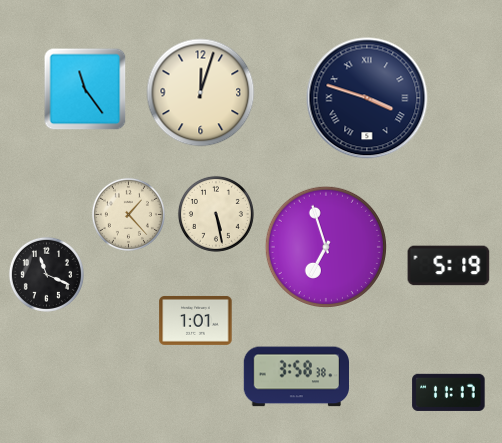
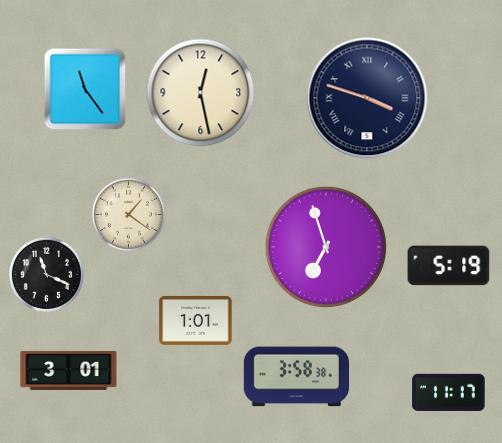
clock at (201, 93): 12:03 -> 12:28
clock at (128, 214): 1:23 -> 1:21
clock at (216, 214): 5:28 -> none
clock at (69, 370): none -> 3:01
